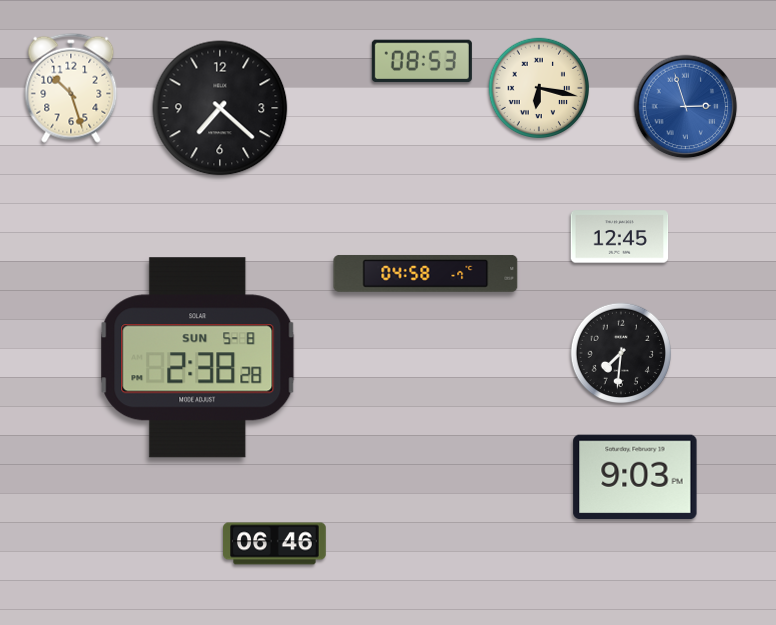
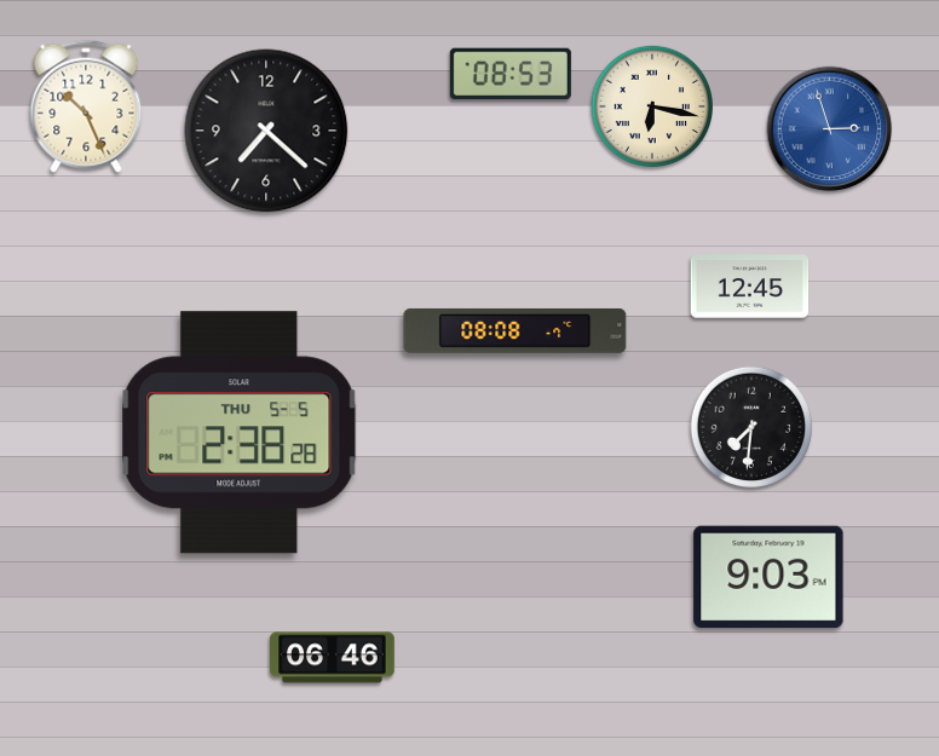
clock at (71, 88): 10:27 -> 10:26
clock at (426, 273): 04:58 -> 08:08
clock at (198, 358) date: SUN 5-8 -> THU 5-5
